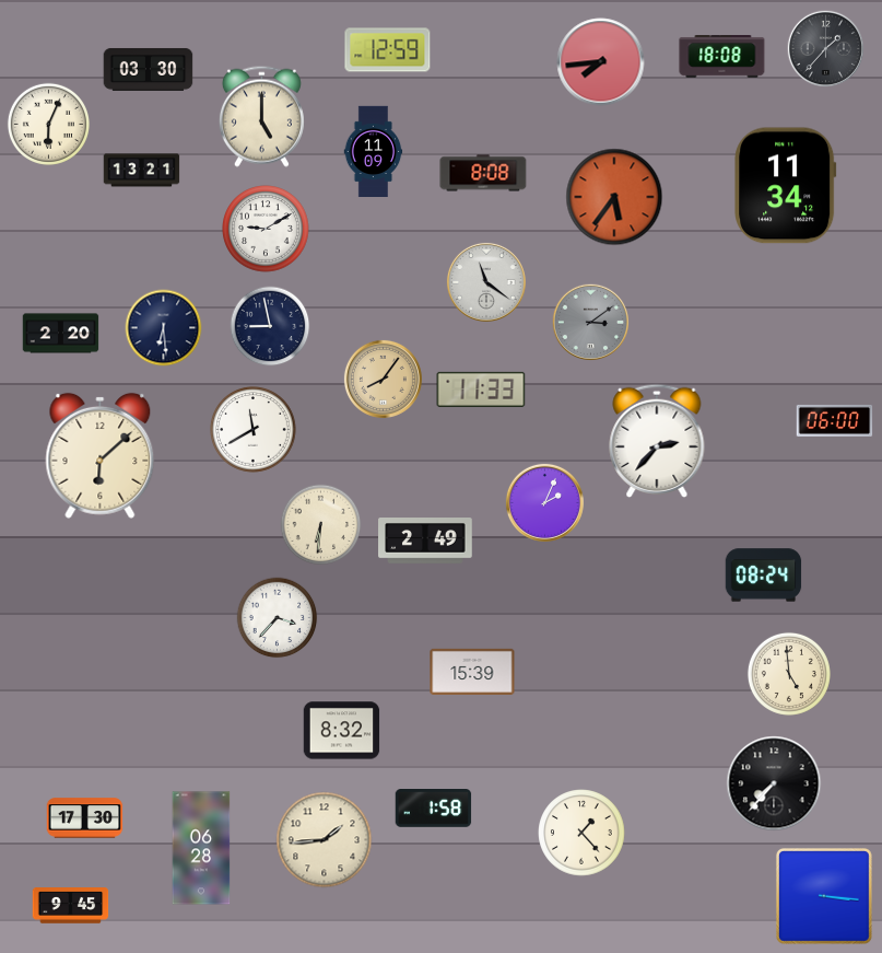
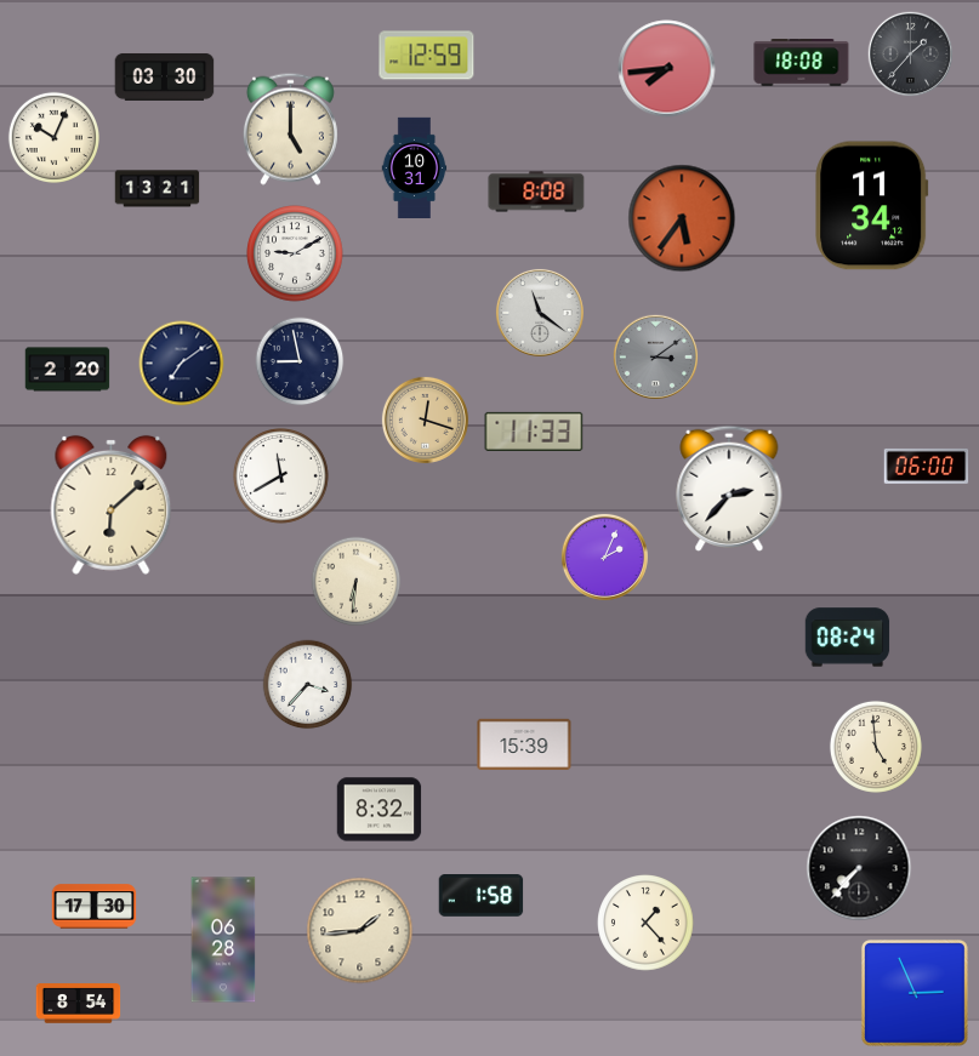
clock at (825, 48) position: (825, 48) -> (910, 53)
clock at (388, 50) position: (388, 50) -> (427, 56)
clock at (48, 124): 6:04 -> 10:04
clock at (374, 151): 11:09 -> 10:31
clock at (164, 328): 6:29 -> 7:09
clock at (383, 379): 8:06 -> 12:18
clock at (425, 542): 2:49 -> none
clock at (824, 896): 3:16 -> 2:56
clock at (71, 906): 9:45 -> 8:54
